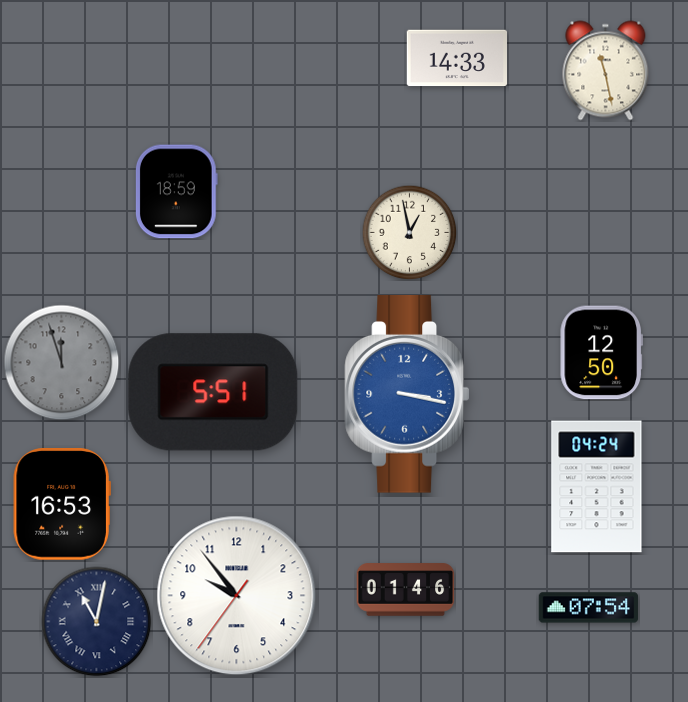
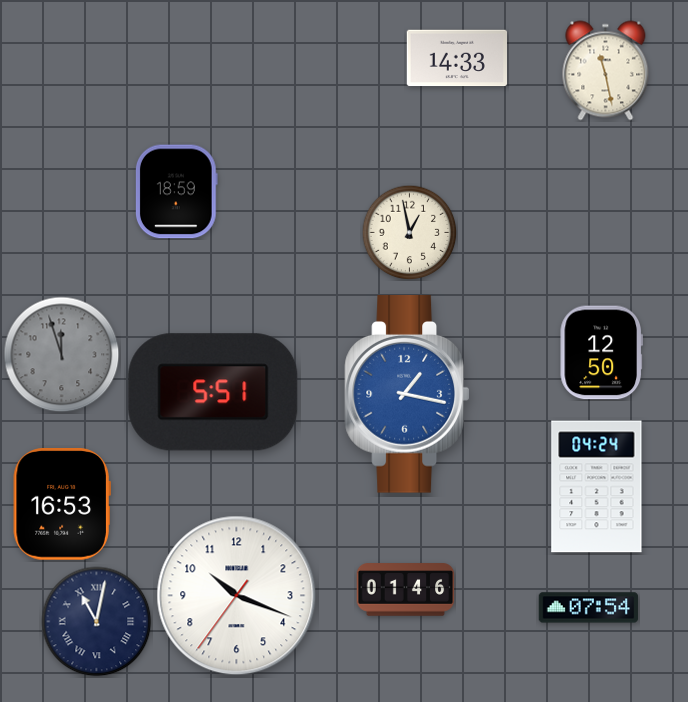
clock at (62, 363) position: (62, 363) -> (62, 355)
clock at (407, 395): 3:17 -> 1:17
clock at (237, 596): 9:53 -> 10:18
